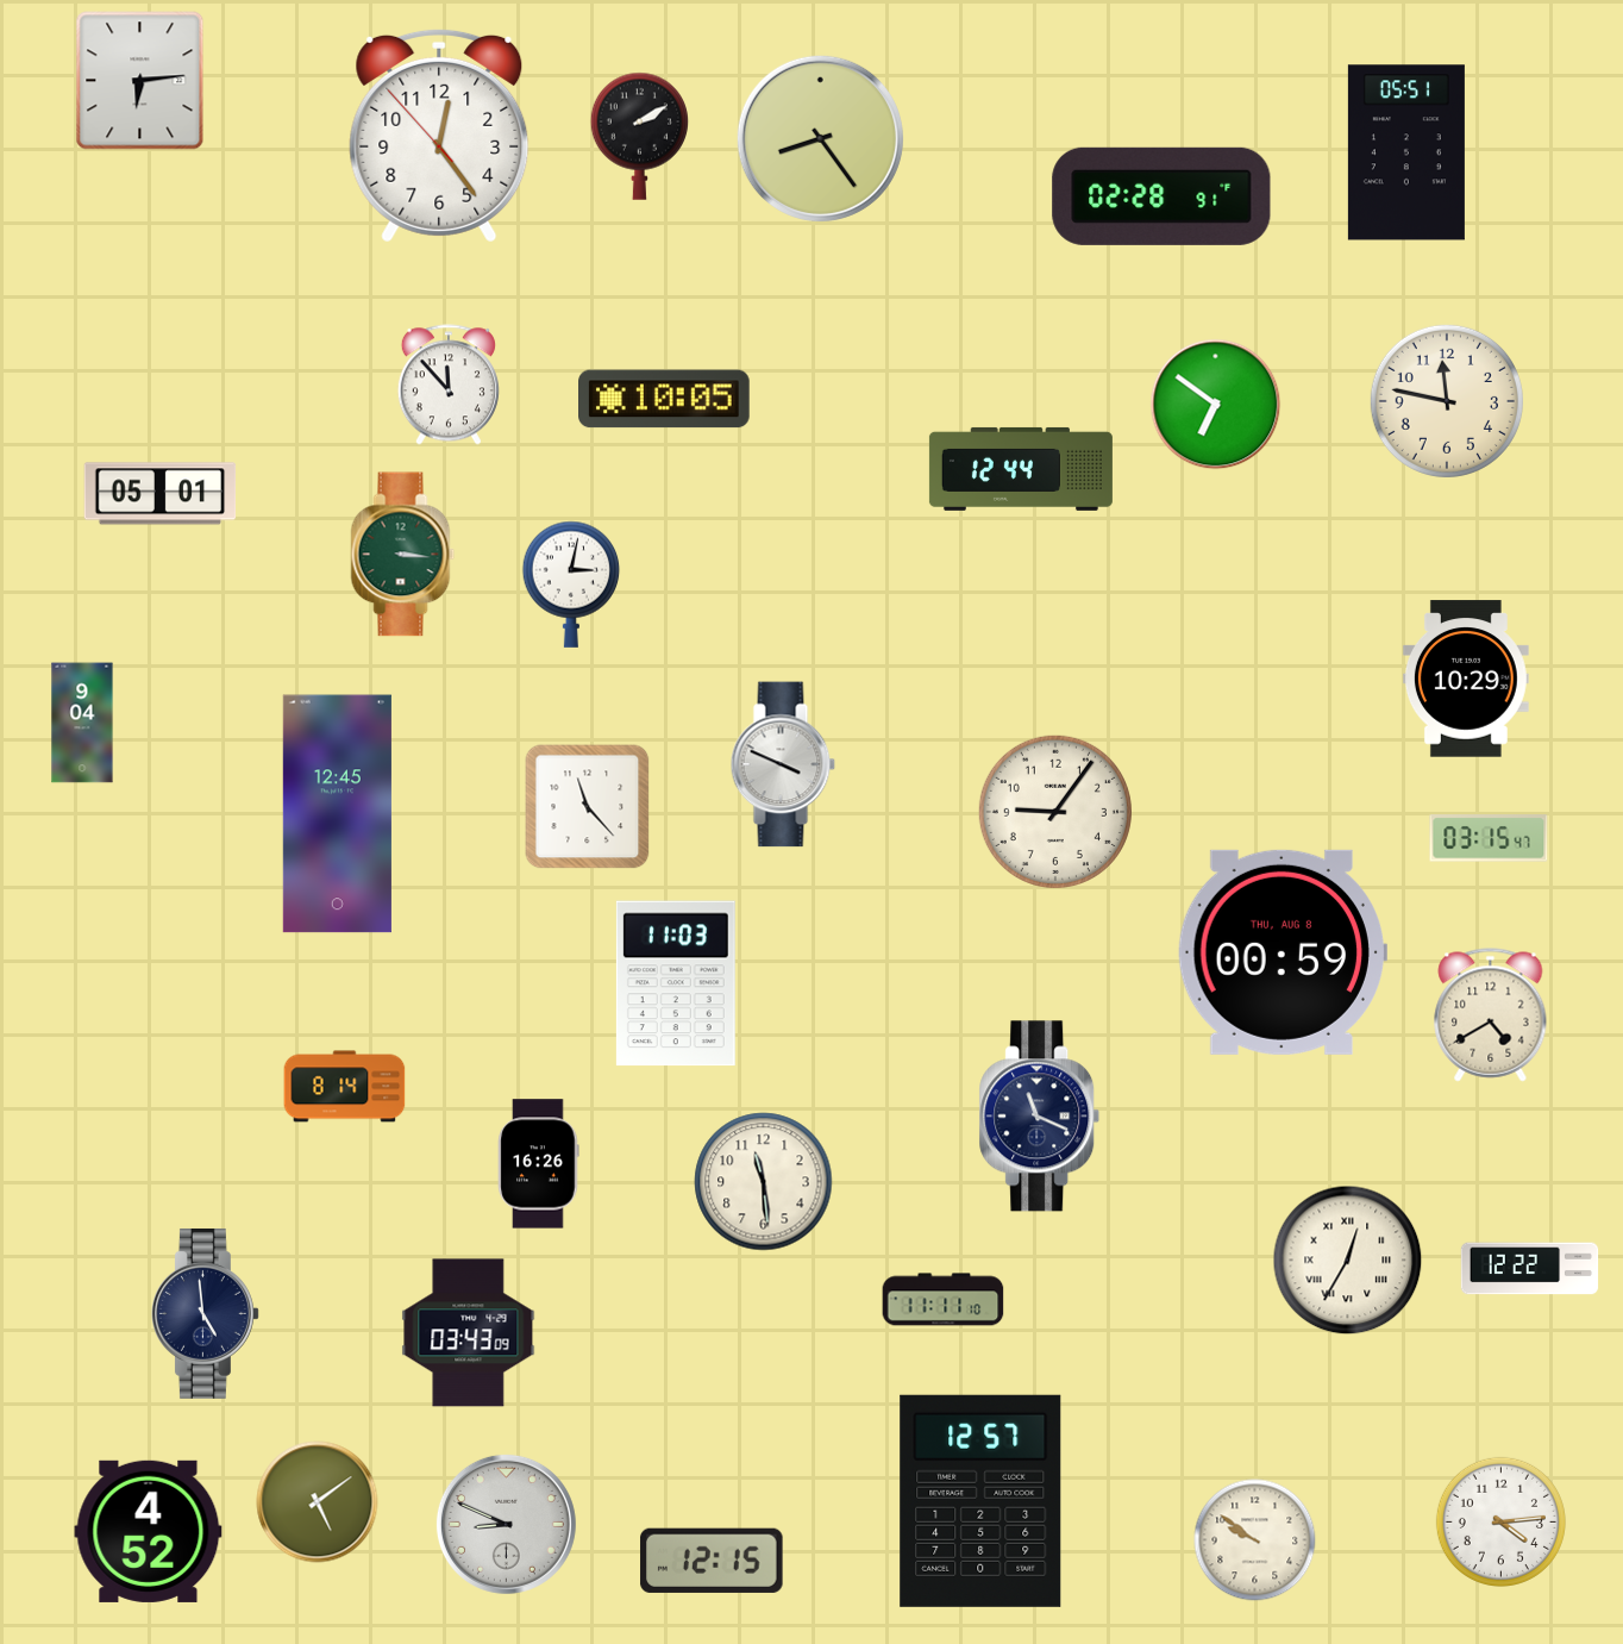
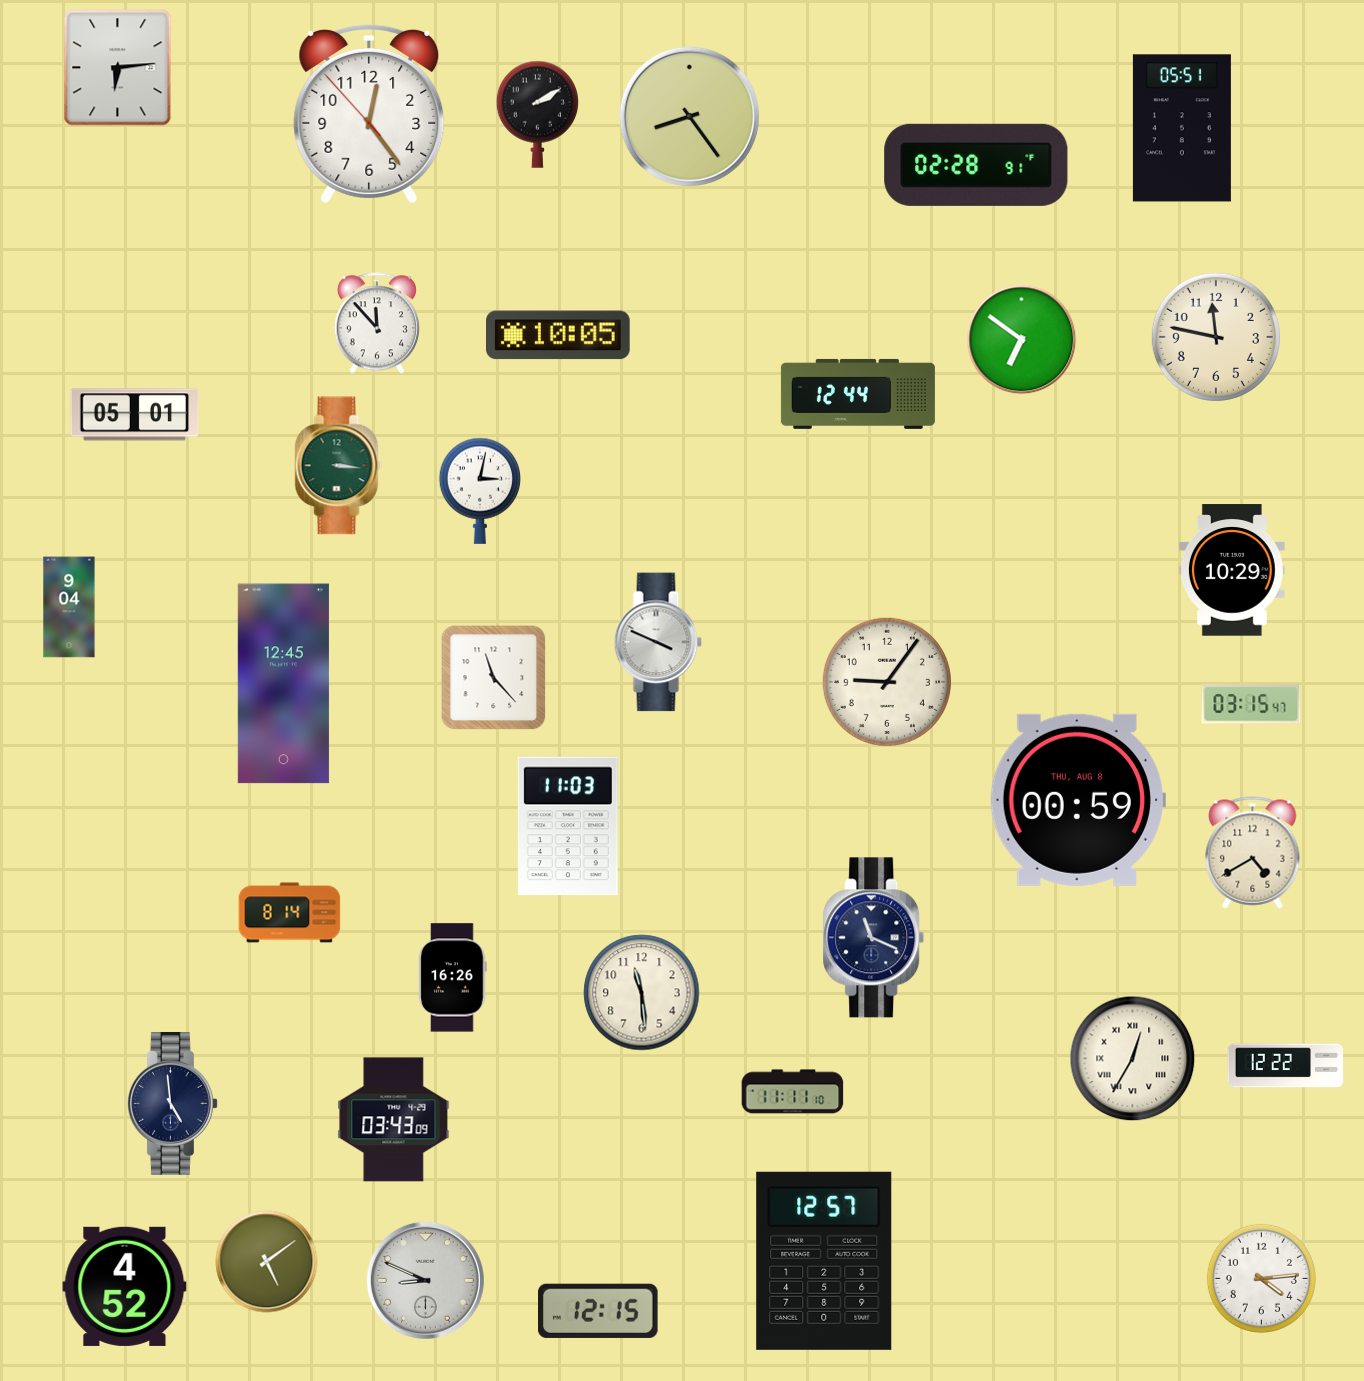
clock at (1255, 1540): 9:51 -> none
